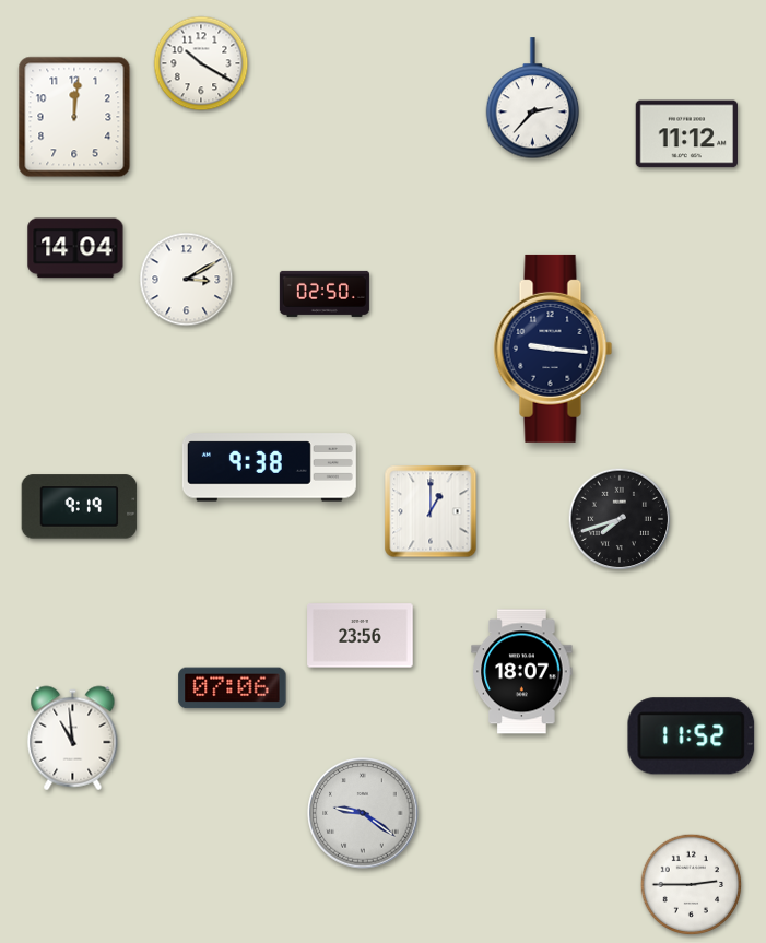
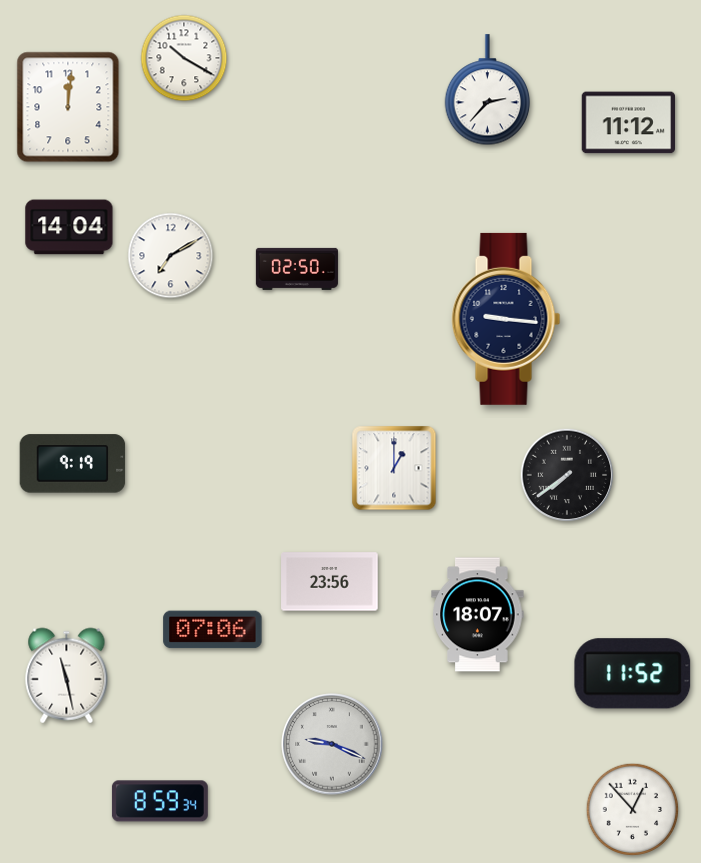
clock at (187, 280): 3:10 -> 7:10
clock at (269, 468): 9:38 -> none
clock at (620, 519): 7:42 -> 7:39
clock at (73, 739): 10:59 -> 11:28
clock at (363, 813): 9:21 -> 9:19
clock at (160, 801): none -> 8:59
clock at (692, 885): 2:45 -> 12:53
